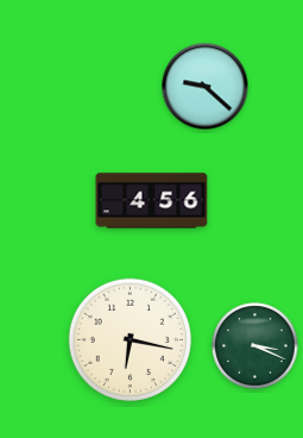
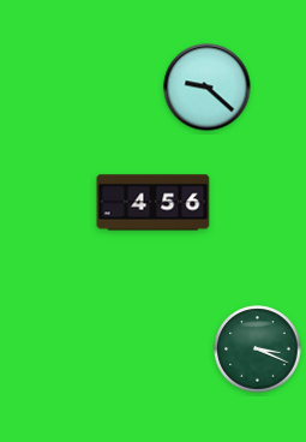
clock at (130, 339): 6:17 -> none
